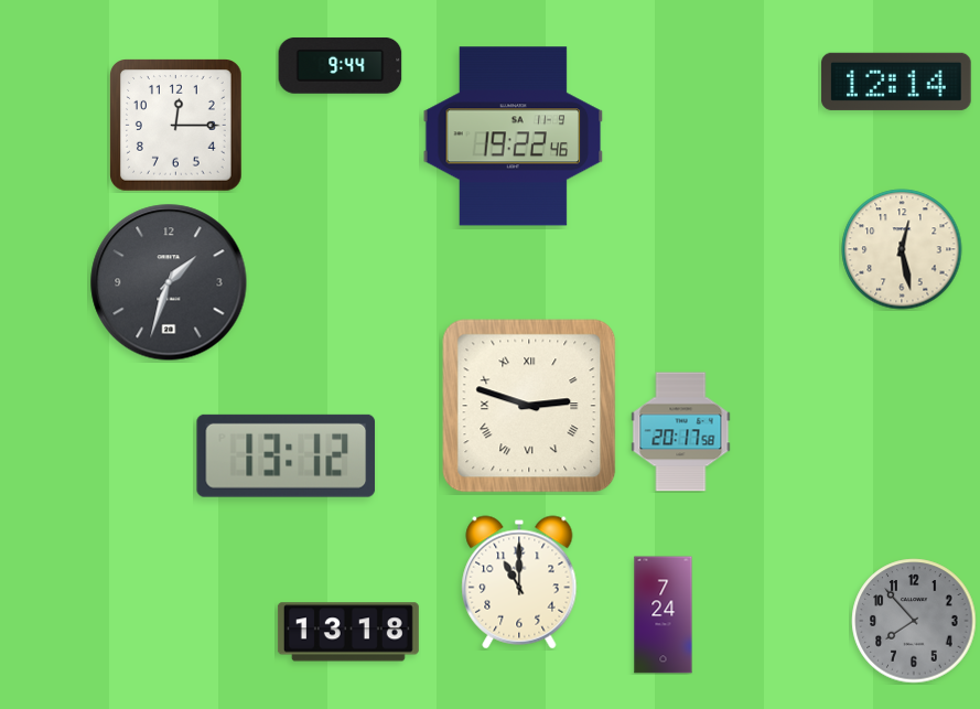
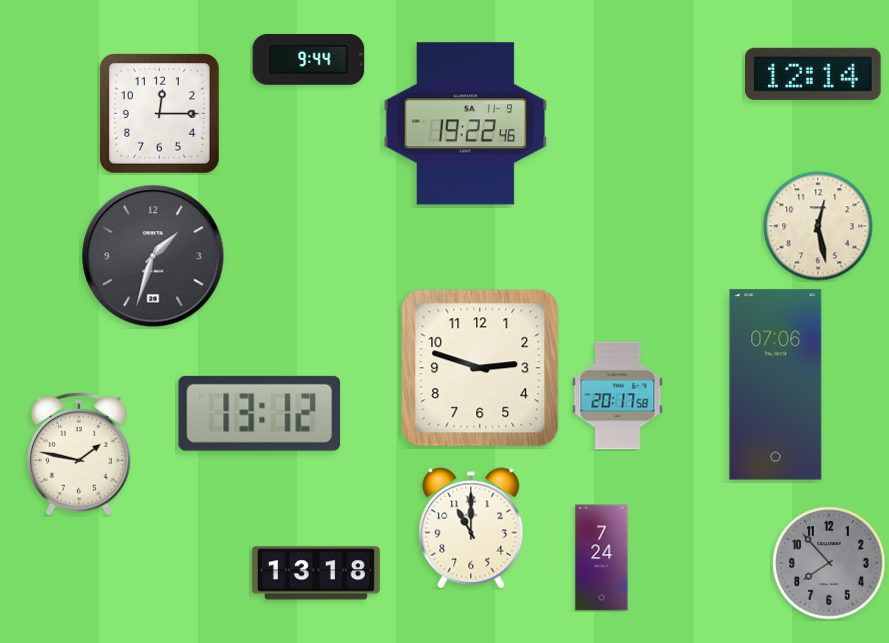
clock at (529, 406) numerals: Roman -> Arabic
clock at (776, 385): none -> 07:06
clock at (681, 432) position: (681, 432) -> (618, 396)
clock at (80, 454): none -> 1:47
